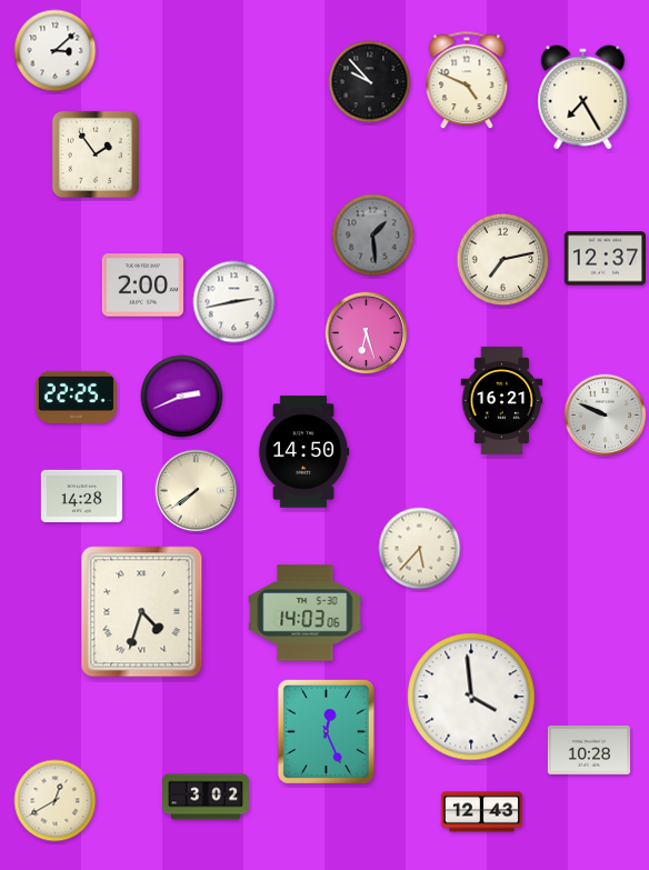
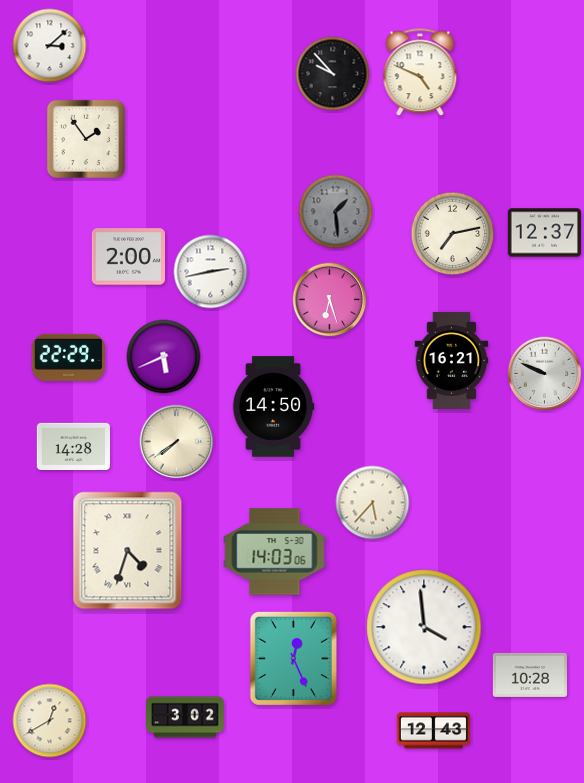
clock at (583, 98): 7:25 -> none
clock at (76, 397): 22:25 -> 22:29
clock at (182, 397): 2:41 -> 5:41
clock at (420, 549) position: (420, 549) -> (373, 503)
